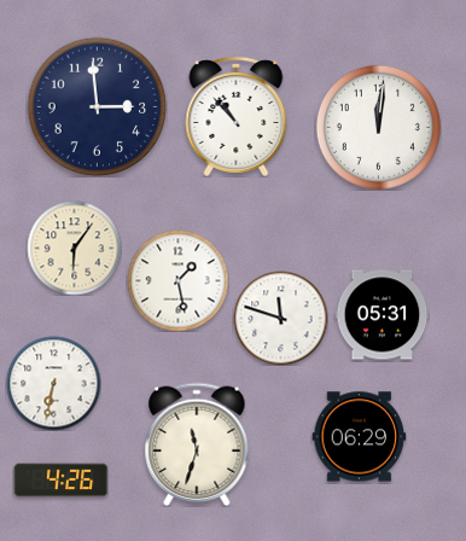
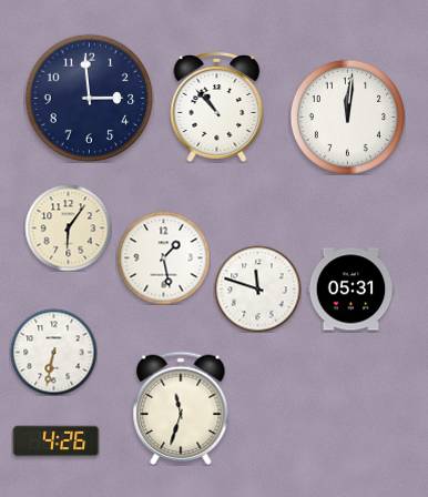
clock at (280, 318) position: (280, 318) -> (257, 288)
clock at (53, 383) position: (53, 383) -> (53, 352)
clock at (359, 437): 06:29 -> none
